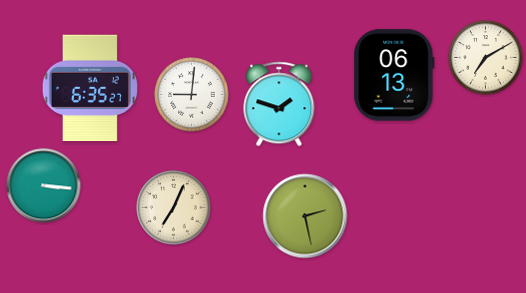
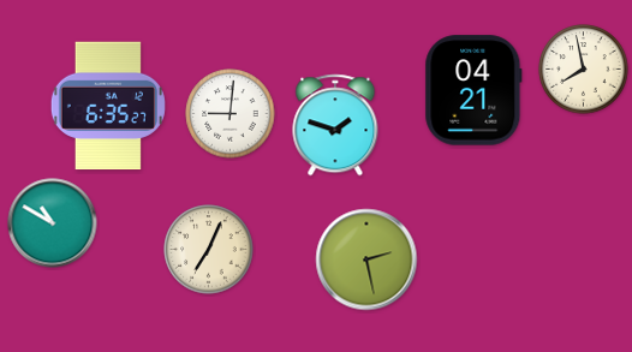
clock at (486, 58): 7:10 -> 7:58
clock at (394, 75): 06:13 -> 04:21
clock at (44, 186): 3:16 -> 10:50
